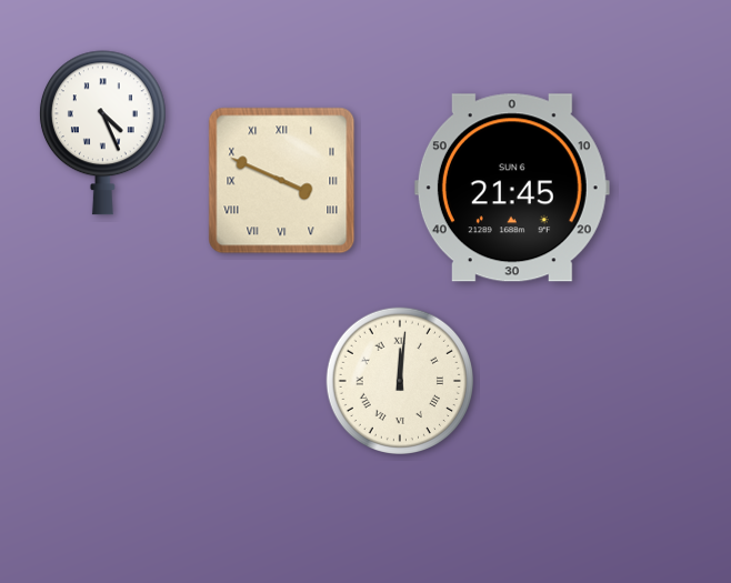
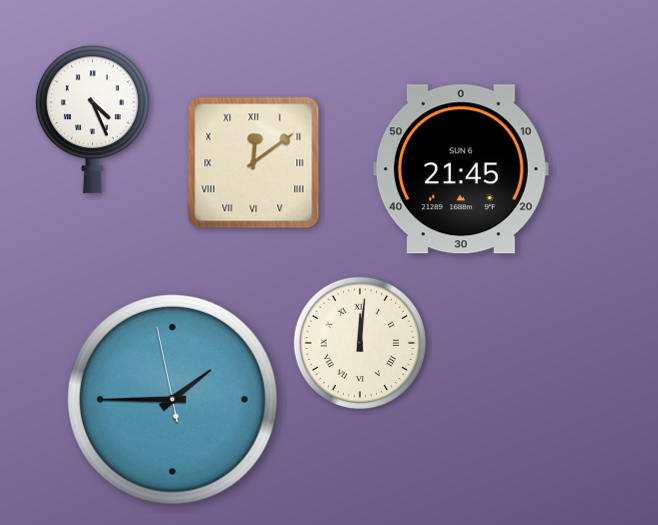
clock at (282, 181): 3:49 -> 12:09
clock at (173, 400): none -> 1:44
